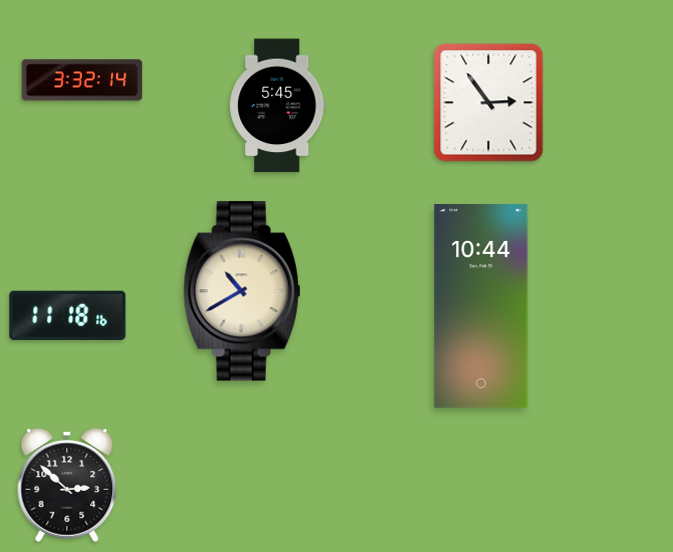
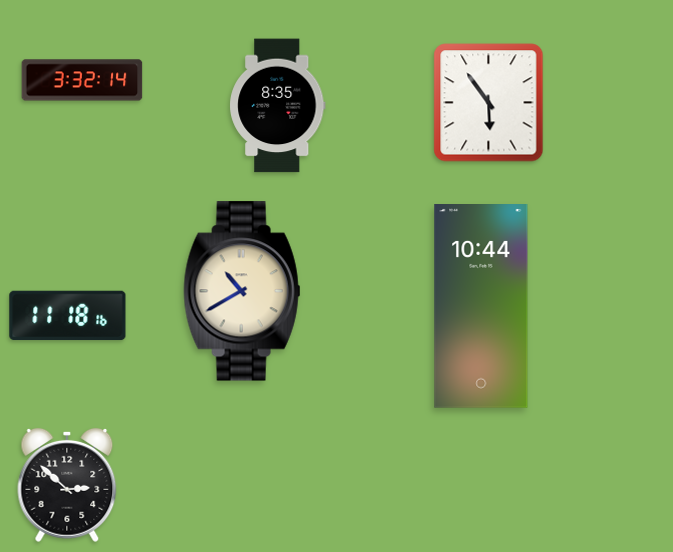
clock at (489, 103): 2:54 -> 5:54
clock at (278, 106): 5:45 -> 8:35
